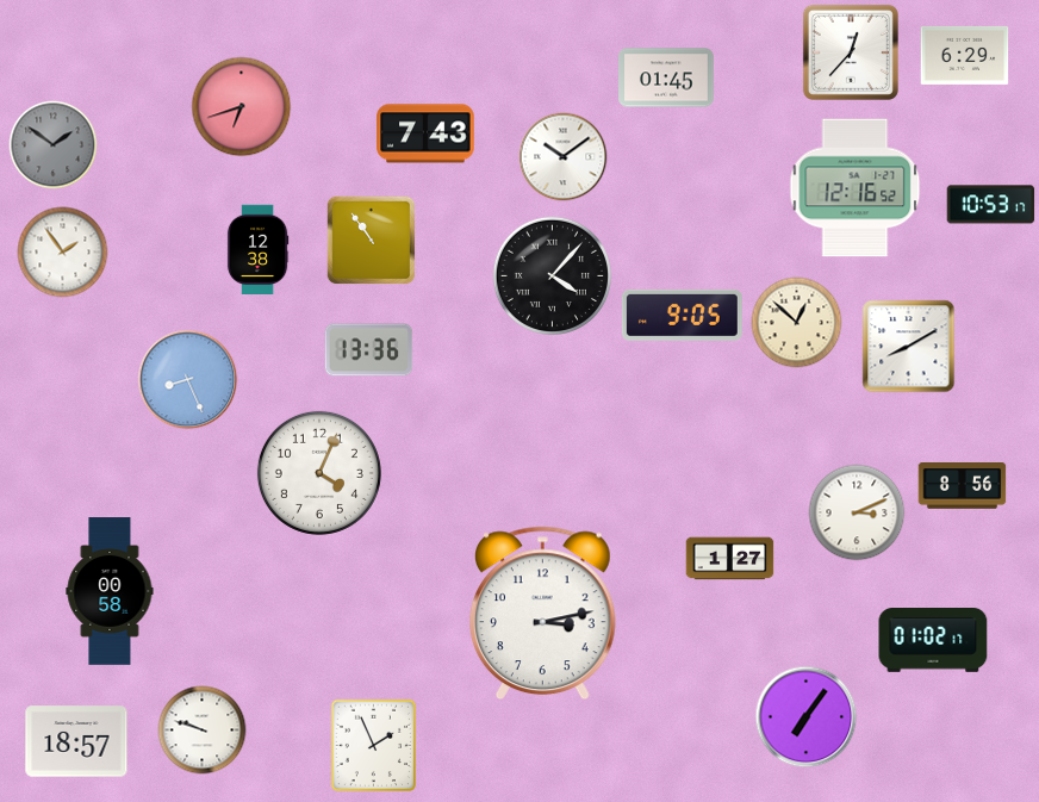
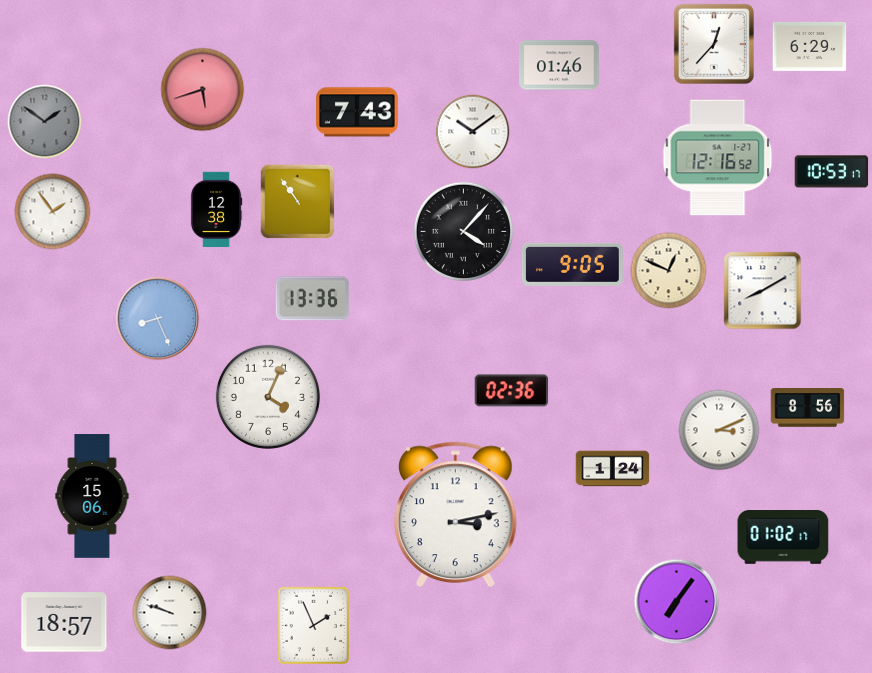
clock at (666, 77): 01:45 -> 01:46
clock at (242, 107): 6:42 -> 5:42
clock at (372, 241) position: (372, 241) -> (298, 202)
clock at (797, 323): 12:52 -> 12:49
clock at (369, 350) position: (369, 350) -> (313, 299)
clock at (512, 391): none -> 02:36
clock at (730, 559): 1:27 -> 1:24
clock at (110, 591): 00:58 -> 15:06
